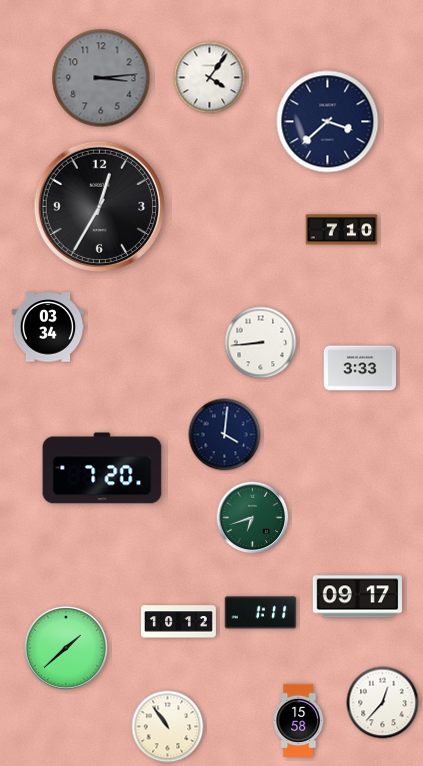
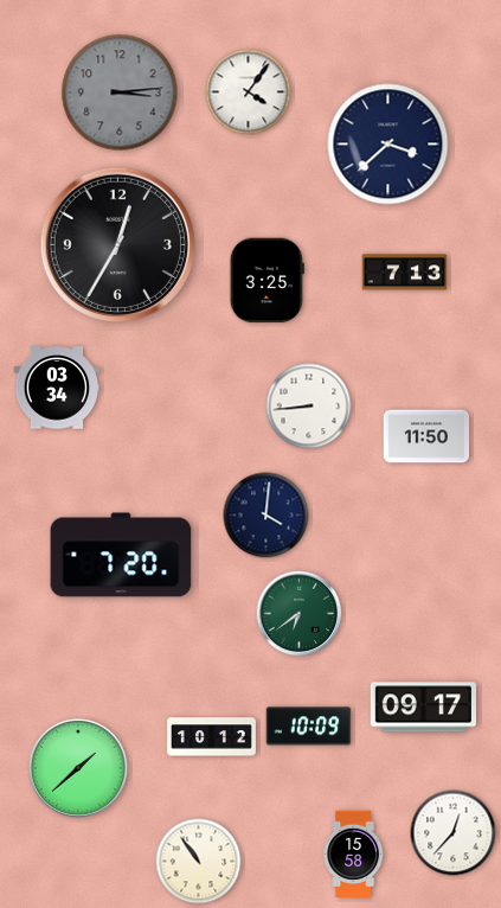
clock at (342, 230): 7:10 -> 7:13
clock at (266, 281): none -> 3:25
clock at (360, 368): 3:33 -> 11:50
clock at (253, 518): 6:42 -> 6:39
clock at (261, 613): 1:11 -> 10:09
